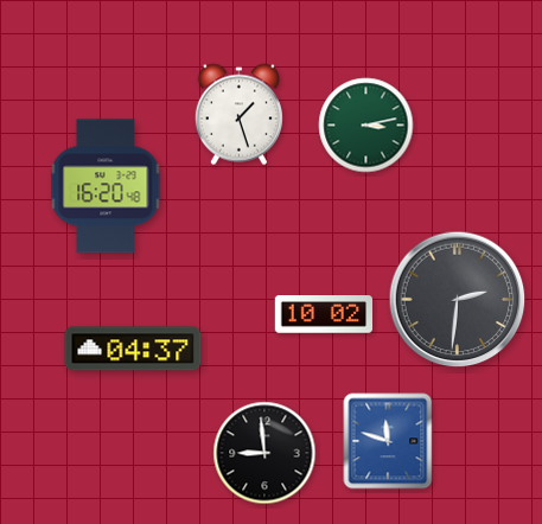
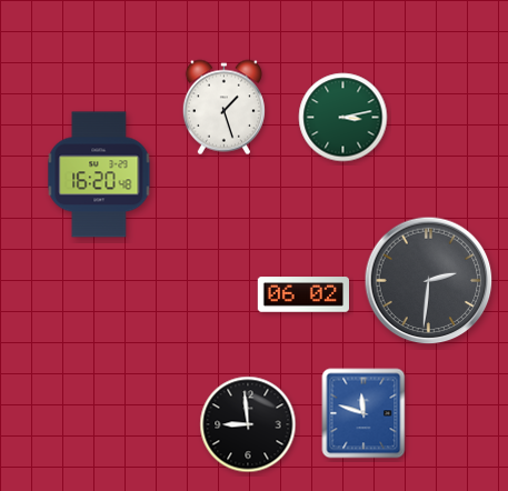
clock at (323, 314): 10:02 -> 06:02
clock at (133, 349): 04:37 -> none
